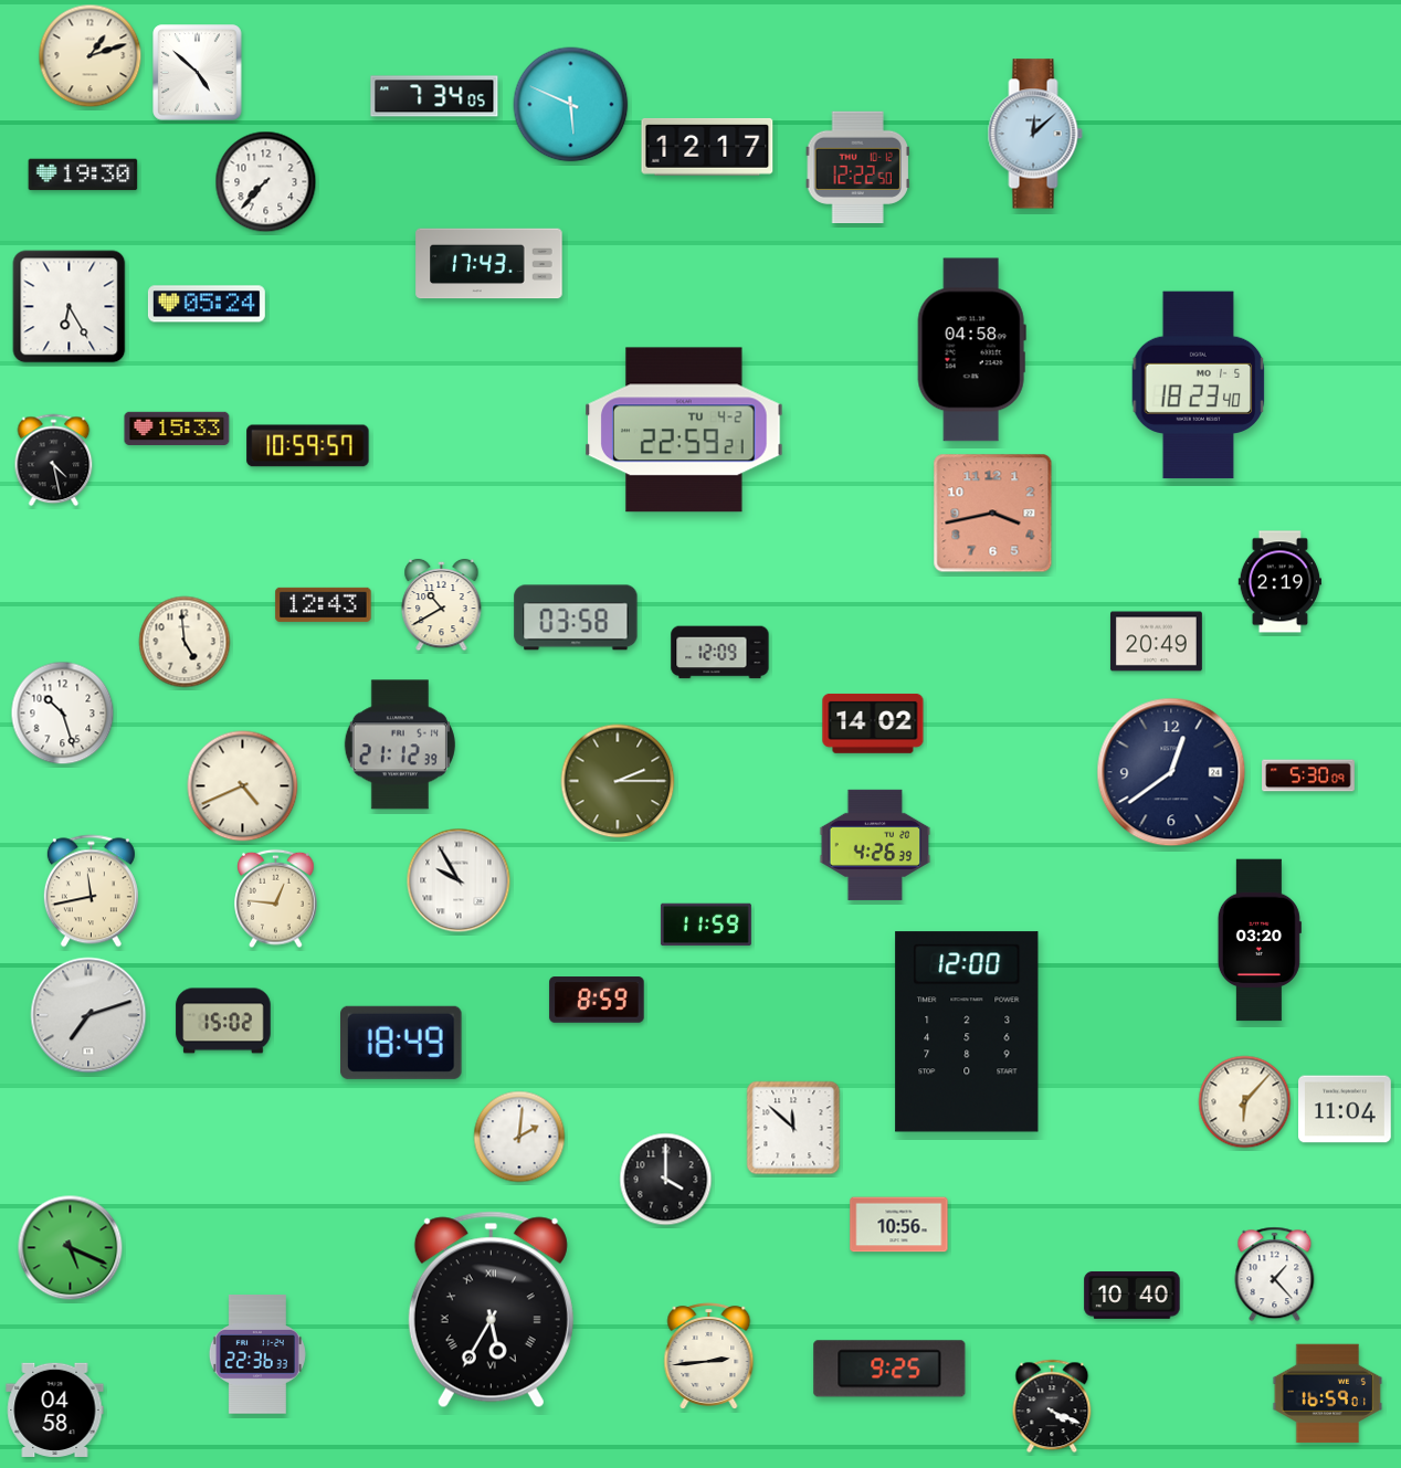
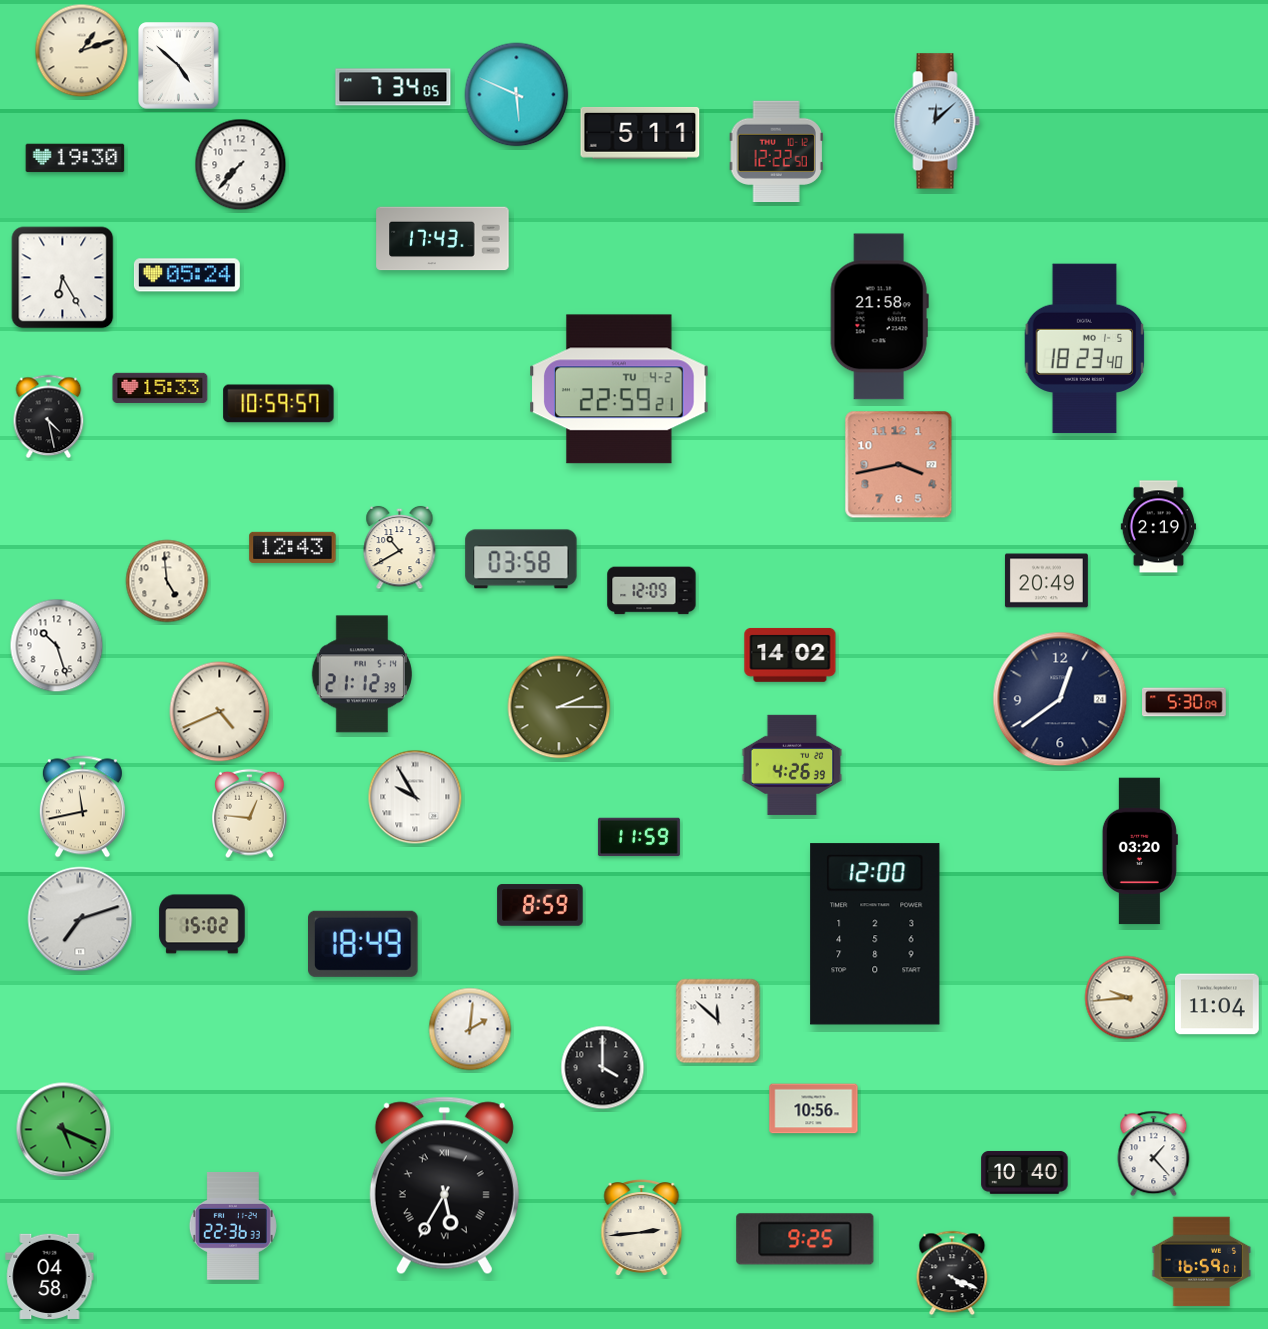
clock at (707, 147): 12:17 -> 5:11
clock at (971, 350): 04:58 -> 21:58
clock at (1245, 1102): 6:07 -> 9:44
